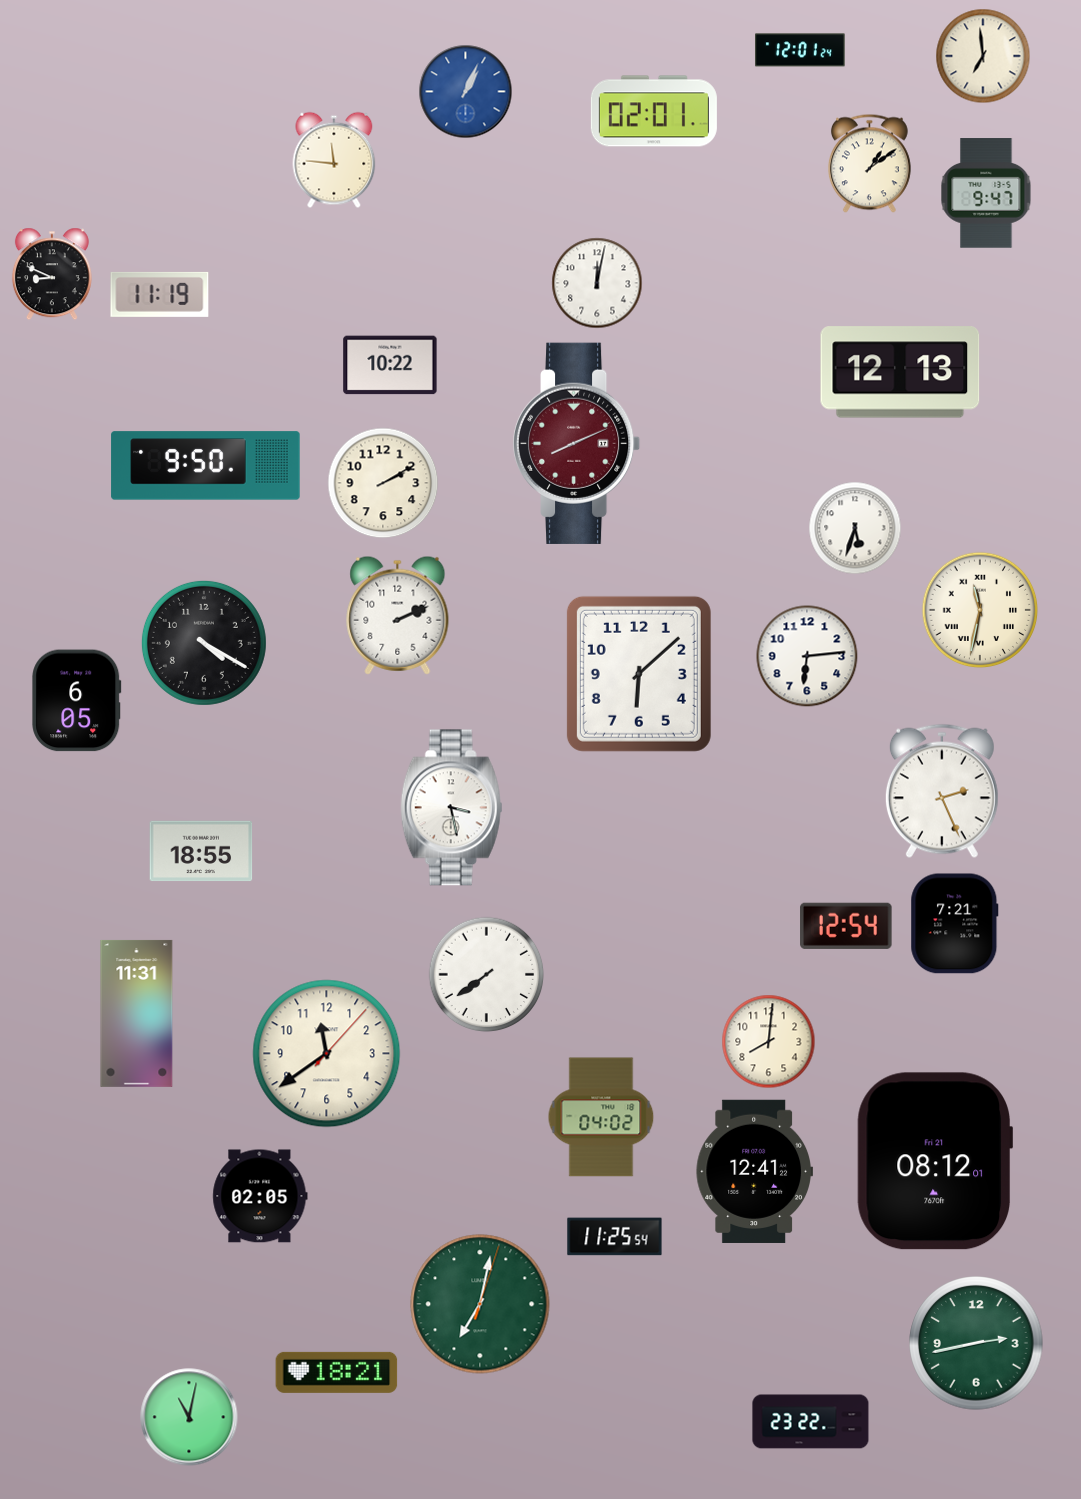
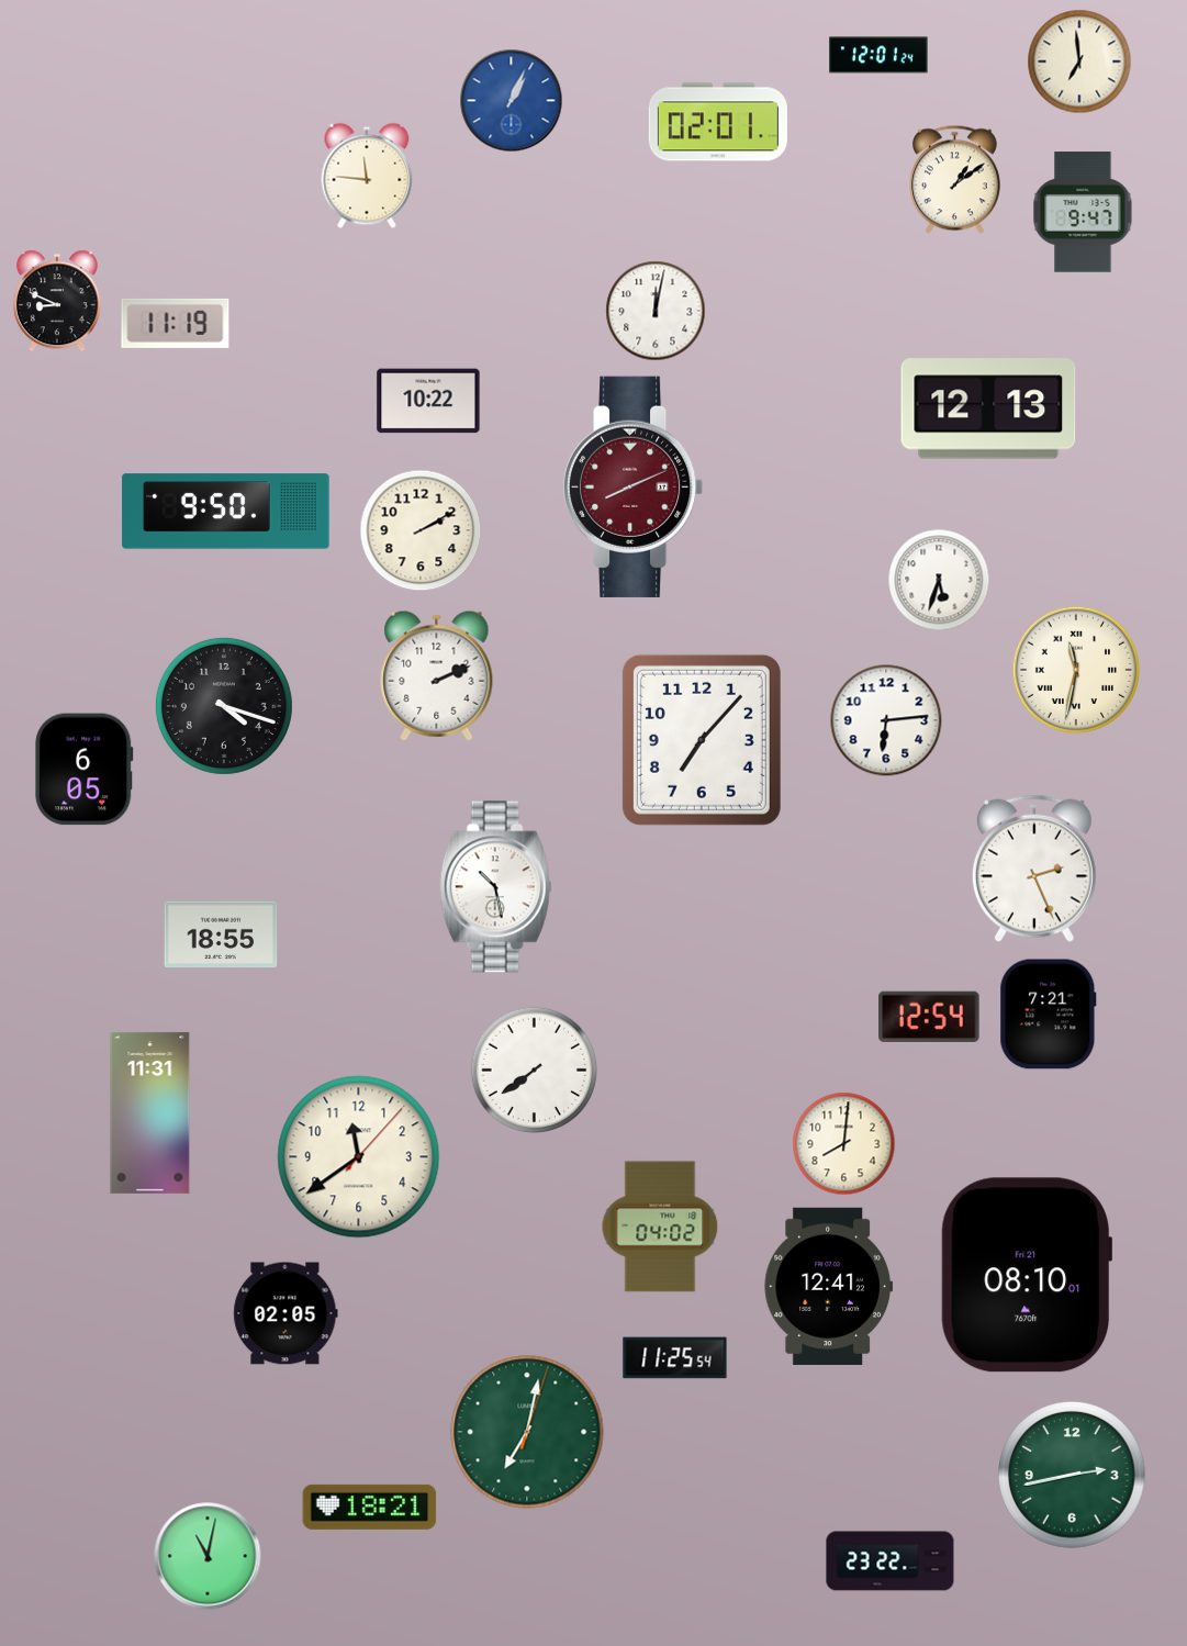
clock at (204, 643): 4:20 -> 4:18
clock at (639, 674): 6:08 -> 7:07
clock at (452, 808): 3:28 -> 10:28
clock at (934, 1161): 08:12 -> 08:10
